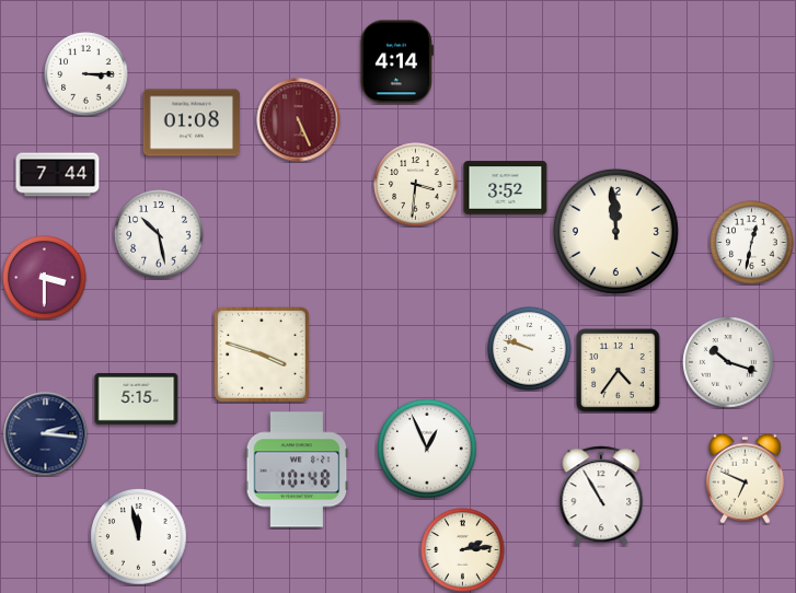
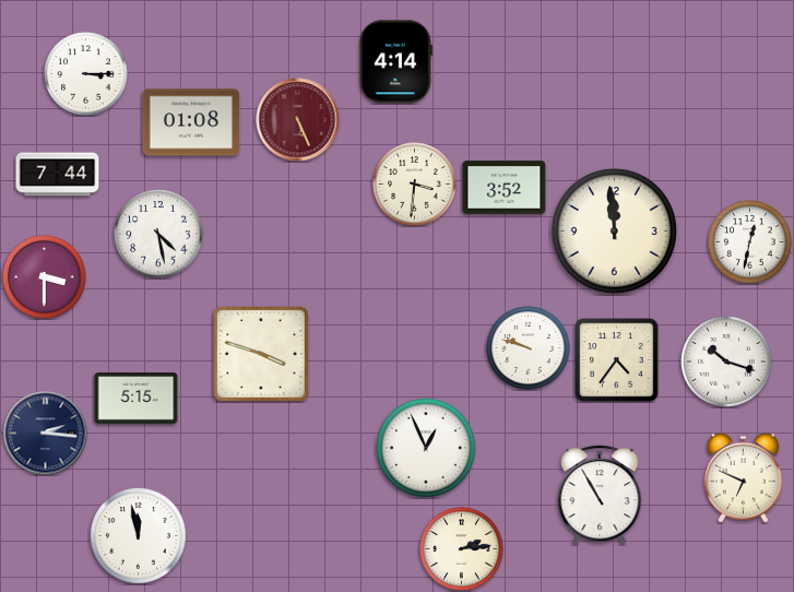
clock at (159, 234): 10:28 -> 4:28
clock at (619, 371) position: (619, 371) -> (617, 360)
clock at (297, 469): 10:48 -> none
